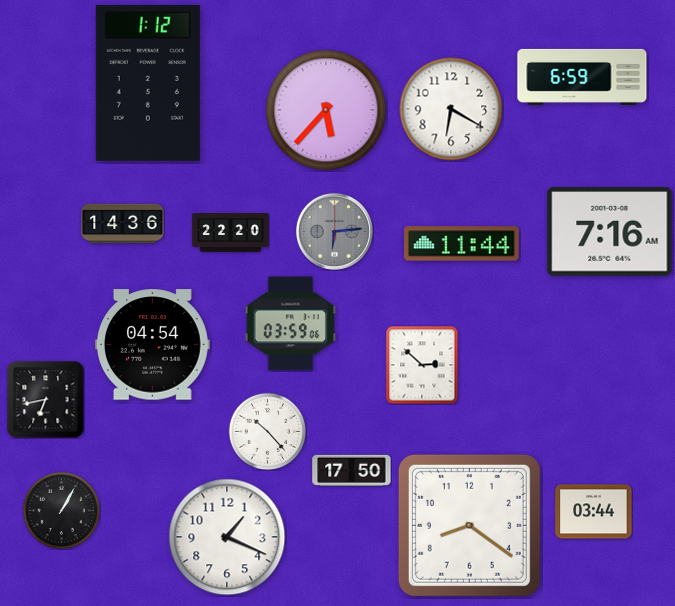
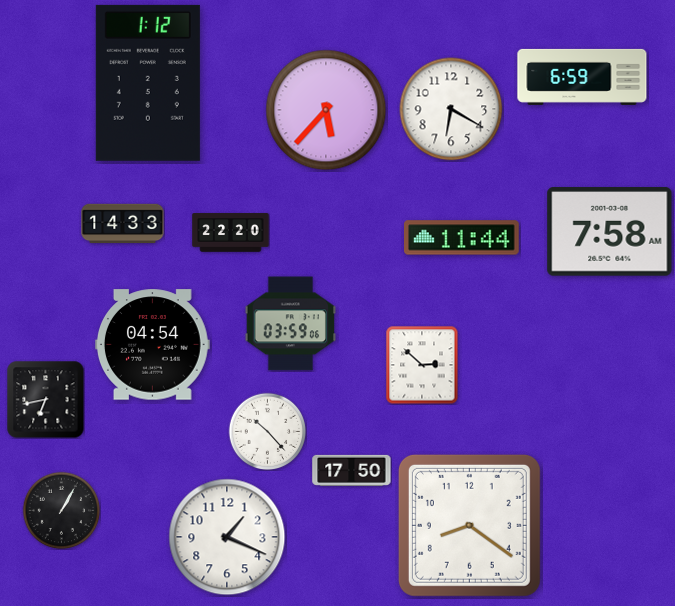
clock at (123, 224): 14:36 -> 14:33
clock at (334, 231): 6:14 -> none
clock at (610, 232): 7:16 -> 7:58
clock at (462, 244) position: (462, 244) -> (462, 238)
clock at (594, 512): 03:44 -> none
